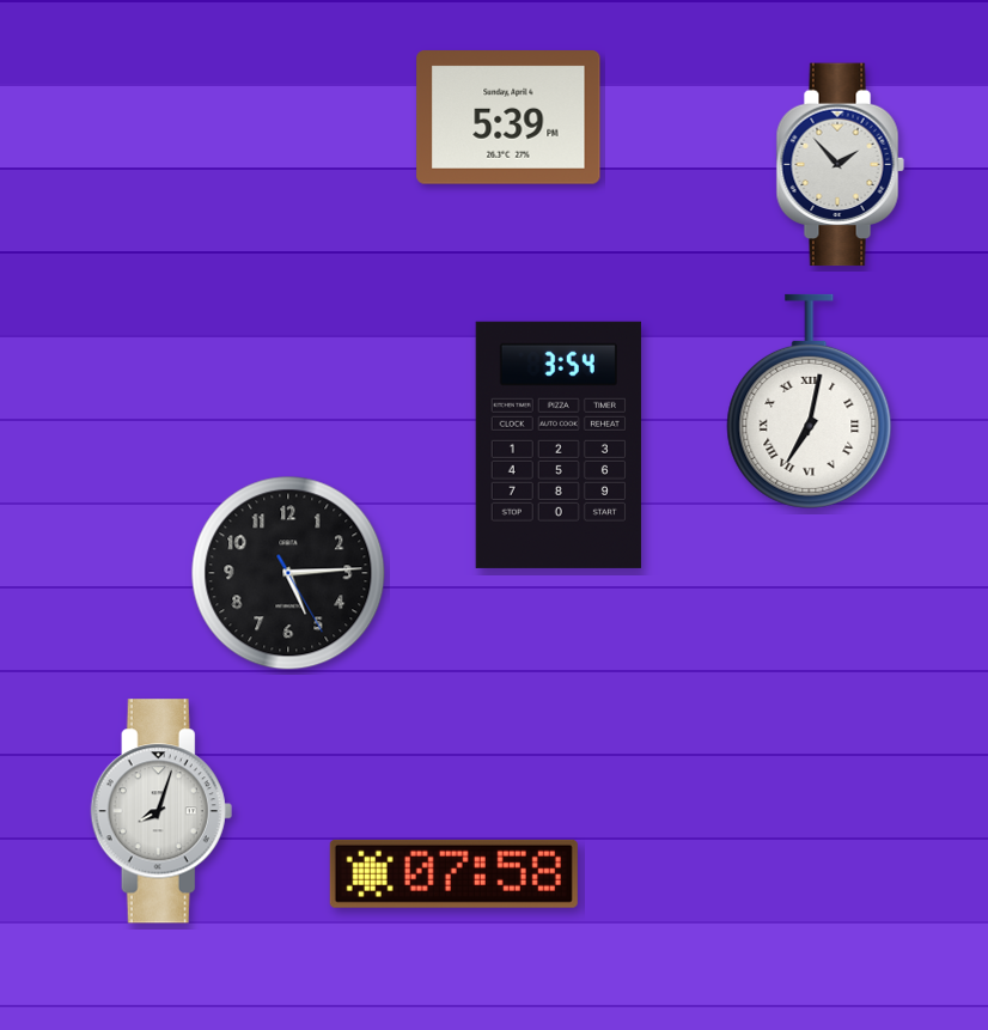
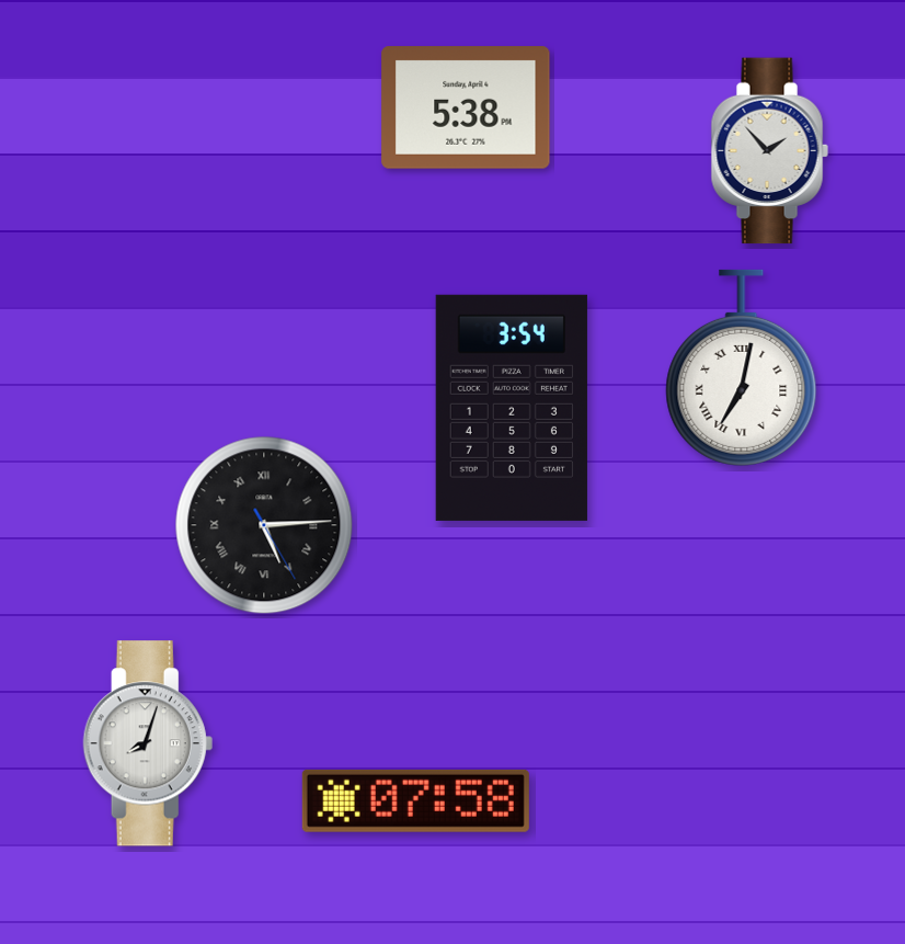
clock at (508, 117): 5:39 -> 5:38
clock at (288, 573) numerals: Arabic -> Roman
